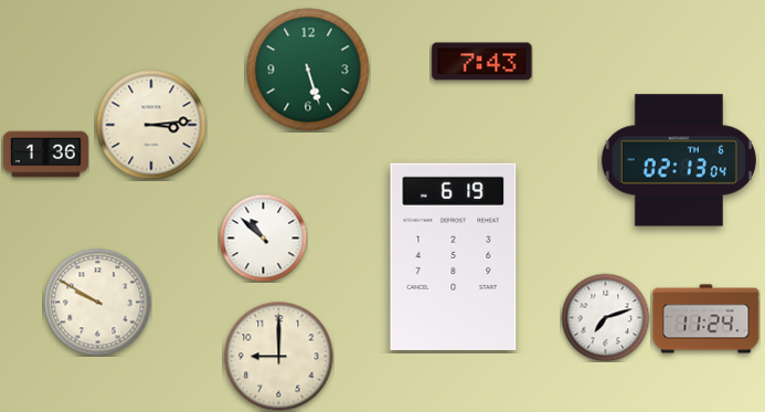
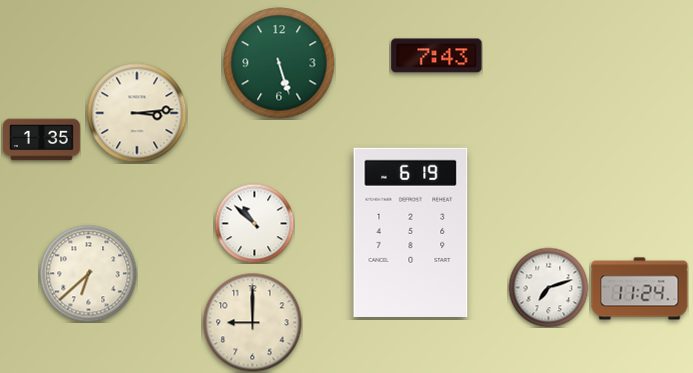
clock at (45, 155): 1:36 -> 1:35
clock at (679, 160): 02:13 -> none
clock at (263, 237) position: (263, 237) -> (254, 223)
clock at (97, 302): 9:50 -> 6:38
